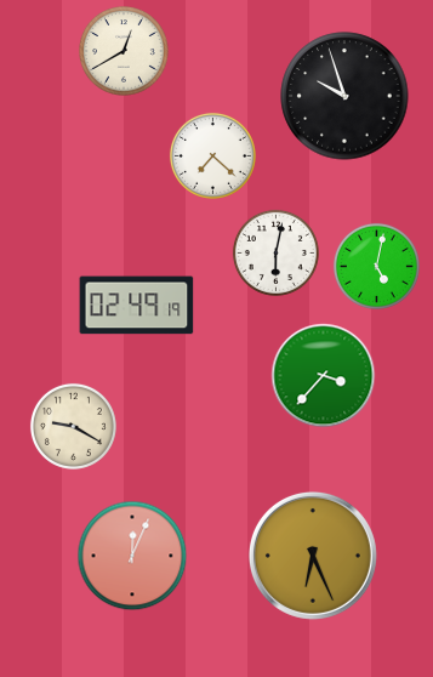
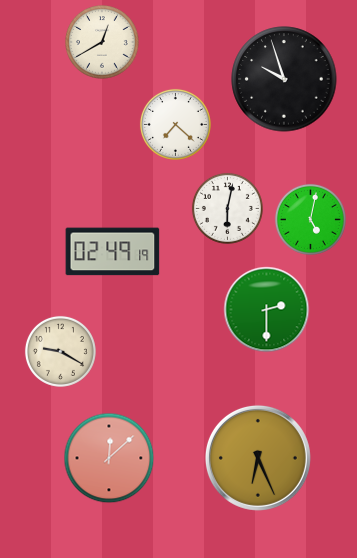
clock at (212, 155) position: (212, 155) -> (175, 124)
clock at (324, 376): 3:37 -> 2:30
clock at (132, 556): 12:04 -> 12:08
